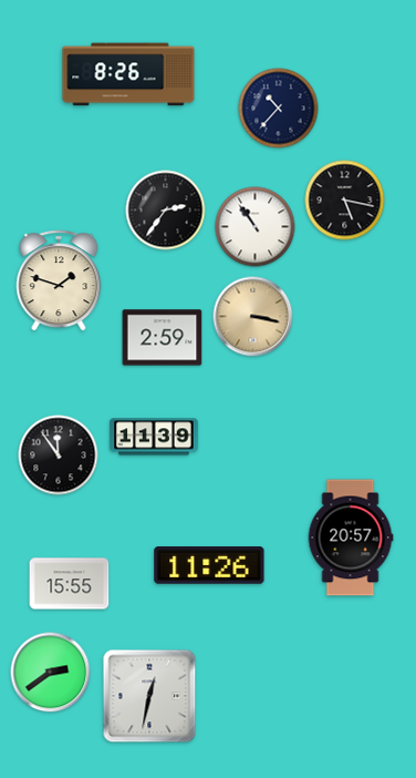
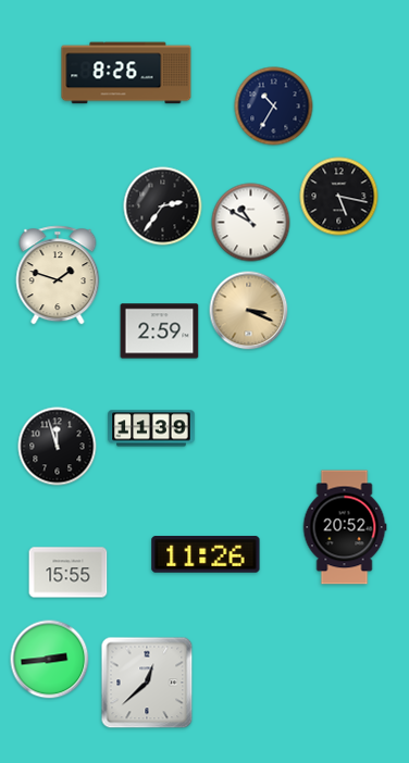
clock at (279, 109): 10:37 -> 10:35
clock at (256, 227): 10:54 -> 10:50
clock at (253, 317): 3:17 -> 3:19
clock at (59, 455): 11:54 -> 11:57
clock at (351, 538): 20:57 -> 20:52
clock at (51, 673): 2:39 -> 2:44
clock at (149, 696): 12:32 -> 12:38
